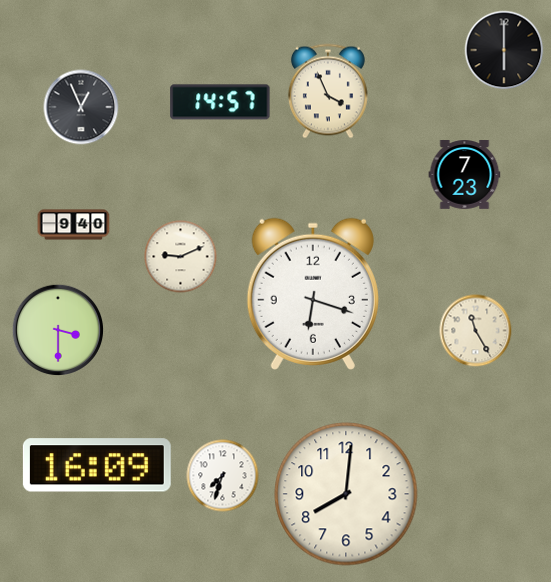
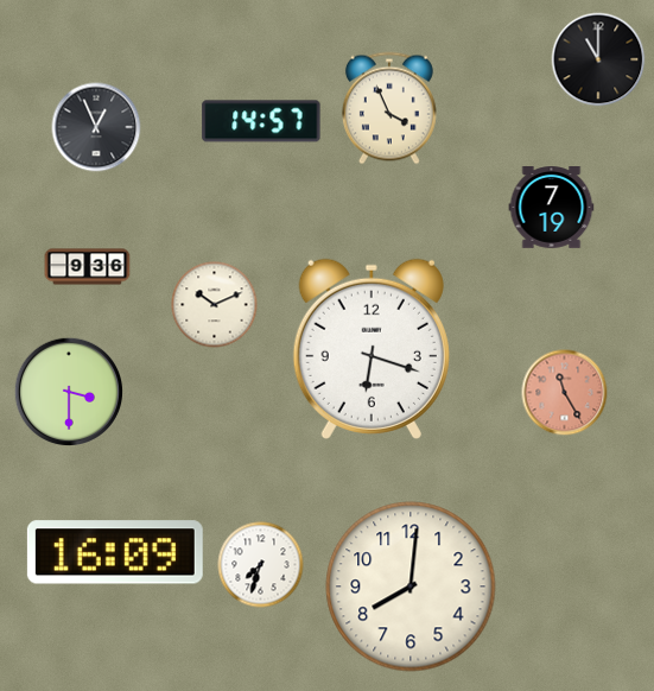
clock at (504, 50): 6:00 -> 11:00
clock at (465, 175): 7:23 -> 7:19
clock at (74, 225): 9:40 -> 9:36
clock at (181, 257): 9:11 -> 10:11
clock at (476, 331) dial: cream -> salmon
clock at (223, 476) position: (223, 476) -> (261, 565)
